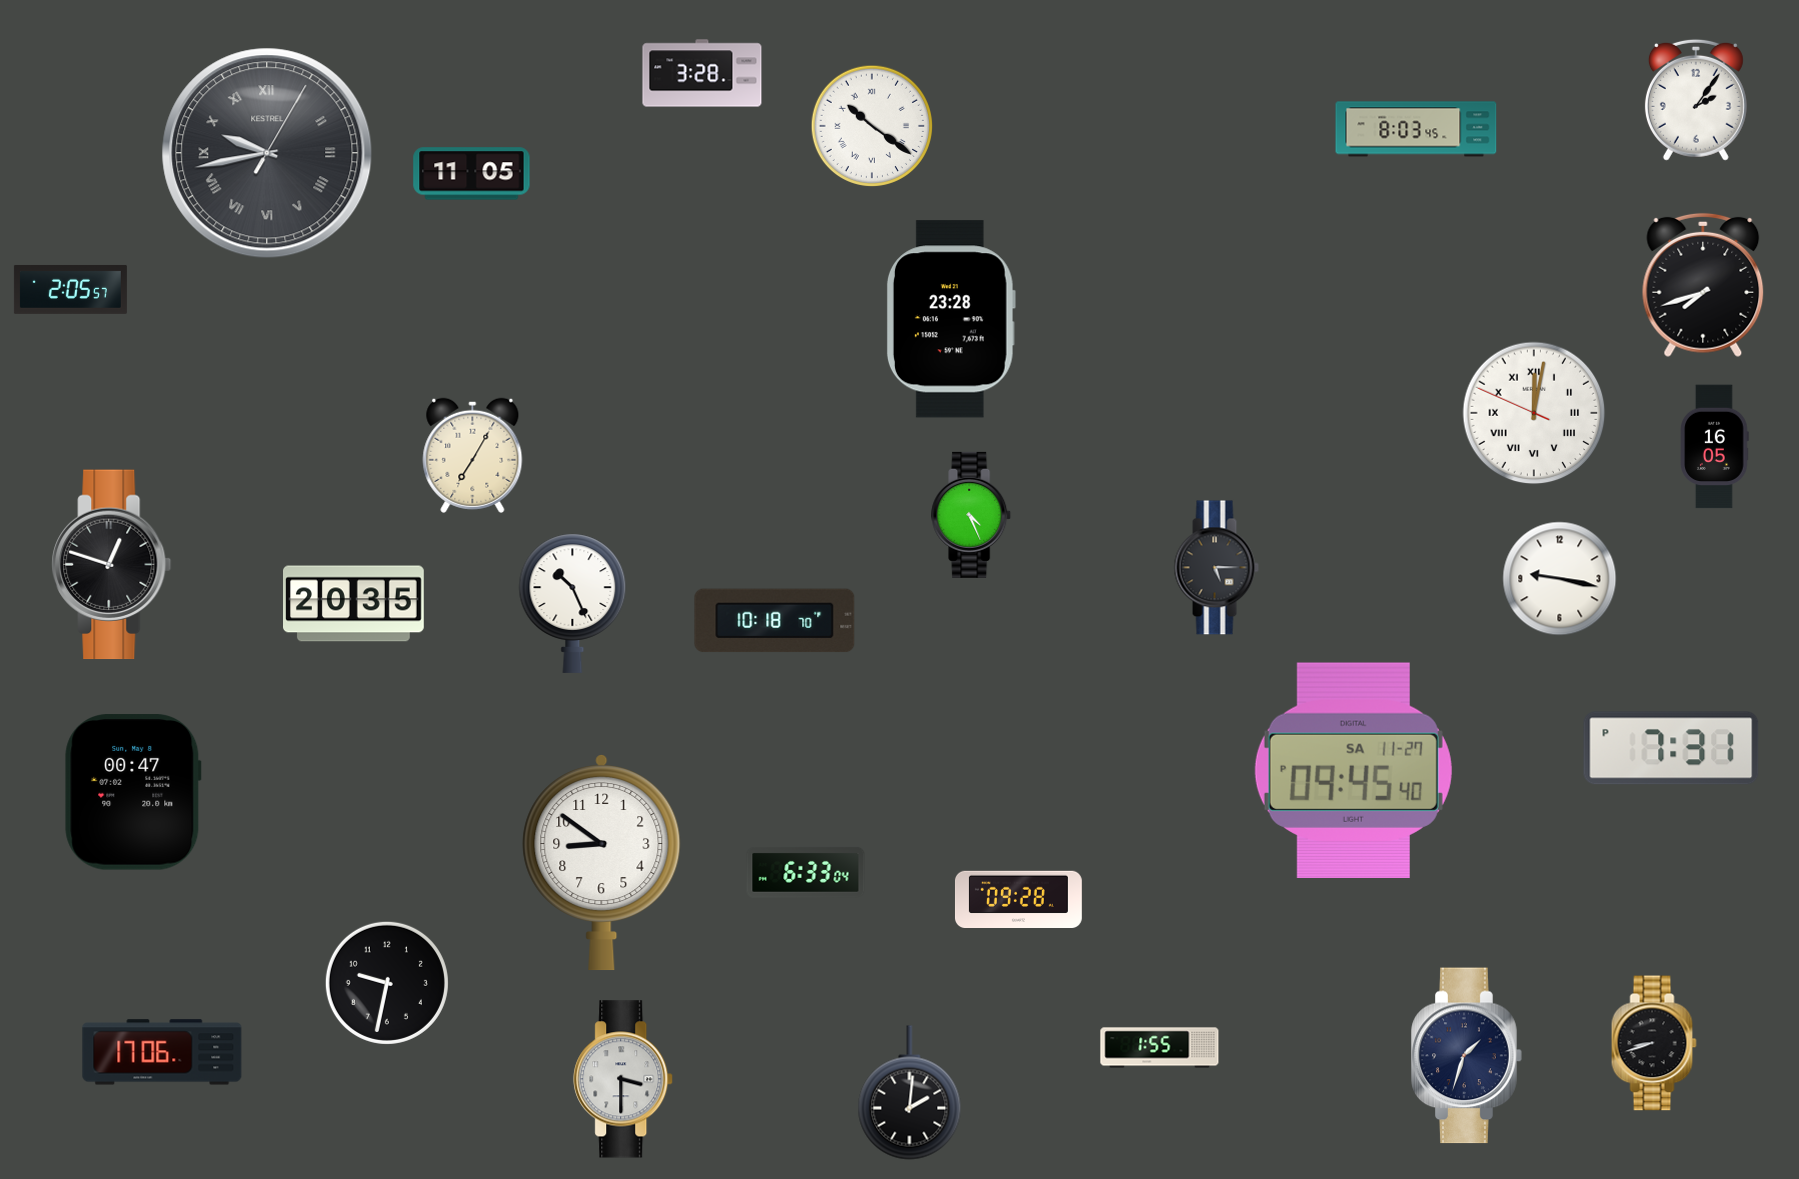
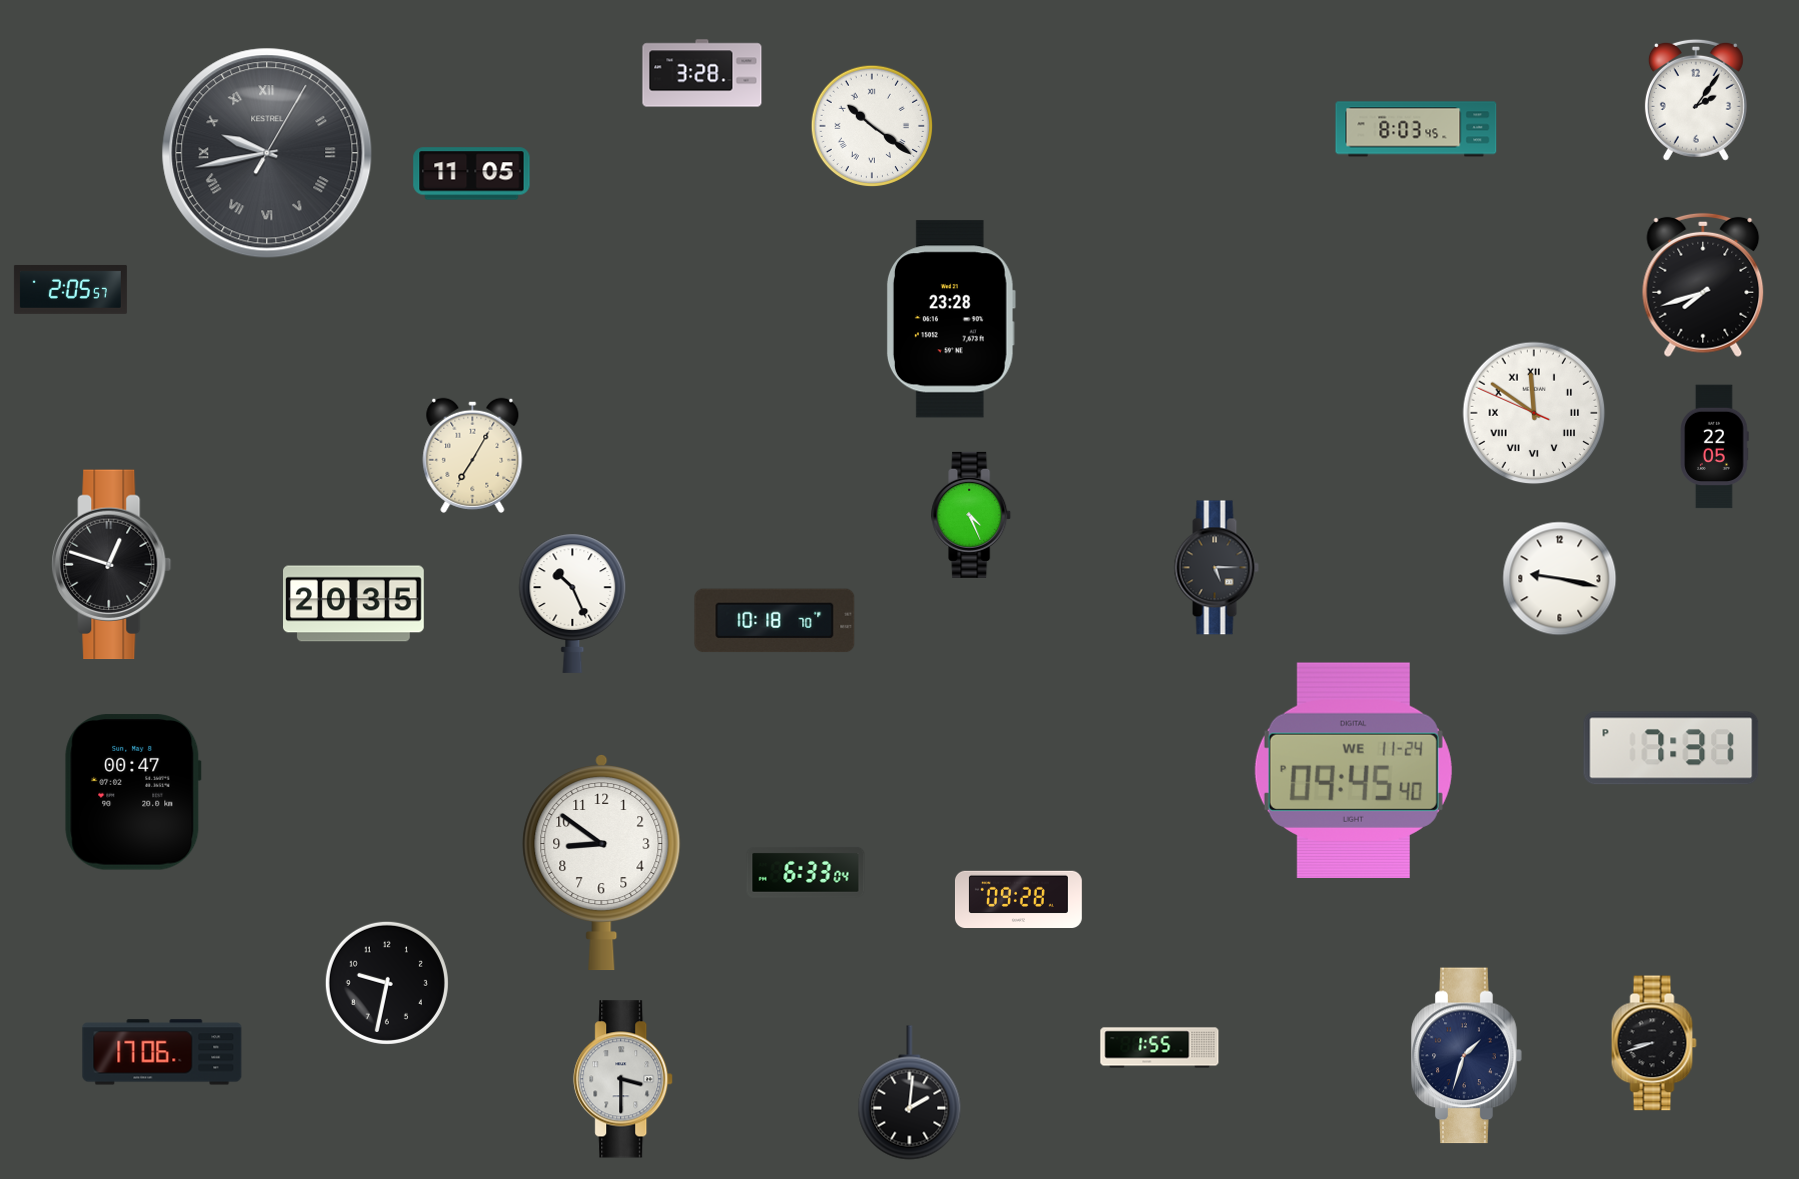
clock at (1534, 413): 12:01 -> 11:50
clock at (1715, 447): 16:05 -> 22:05
clock at (1353, 770) date: SA 11-27 -> WE 11-24
